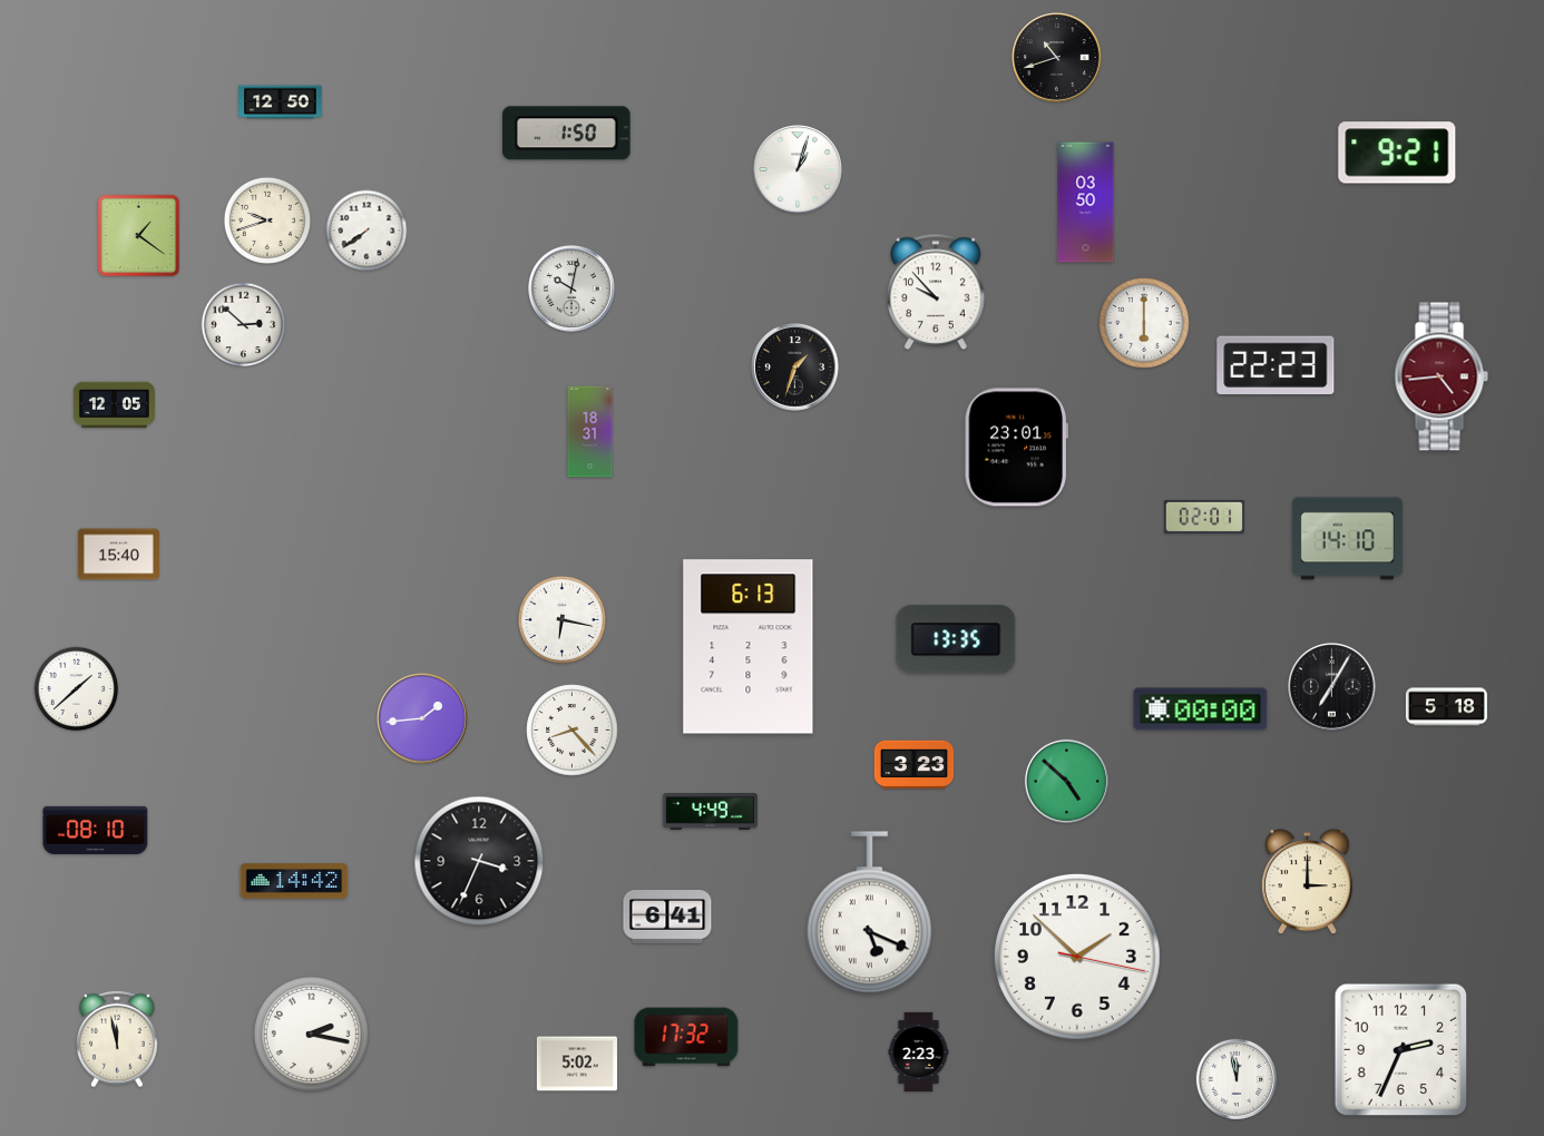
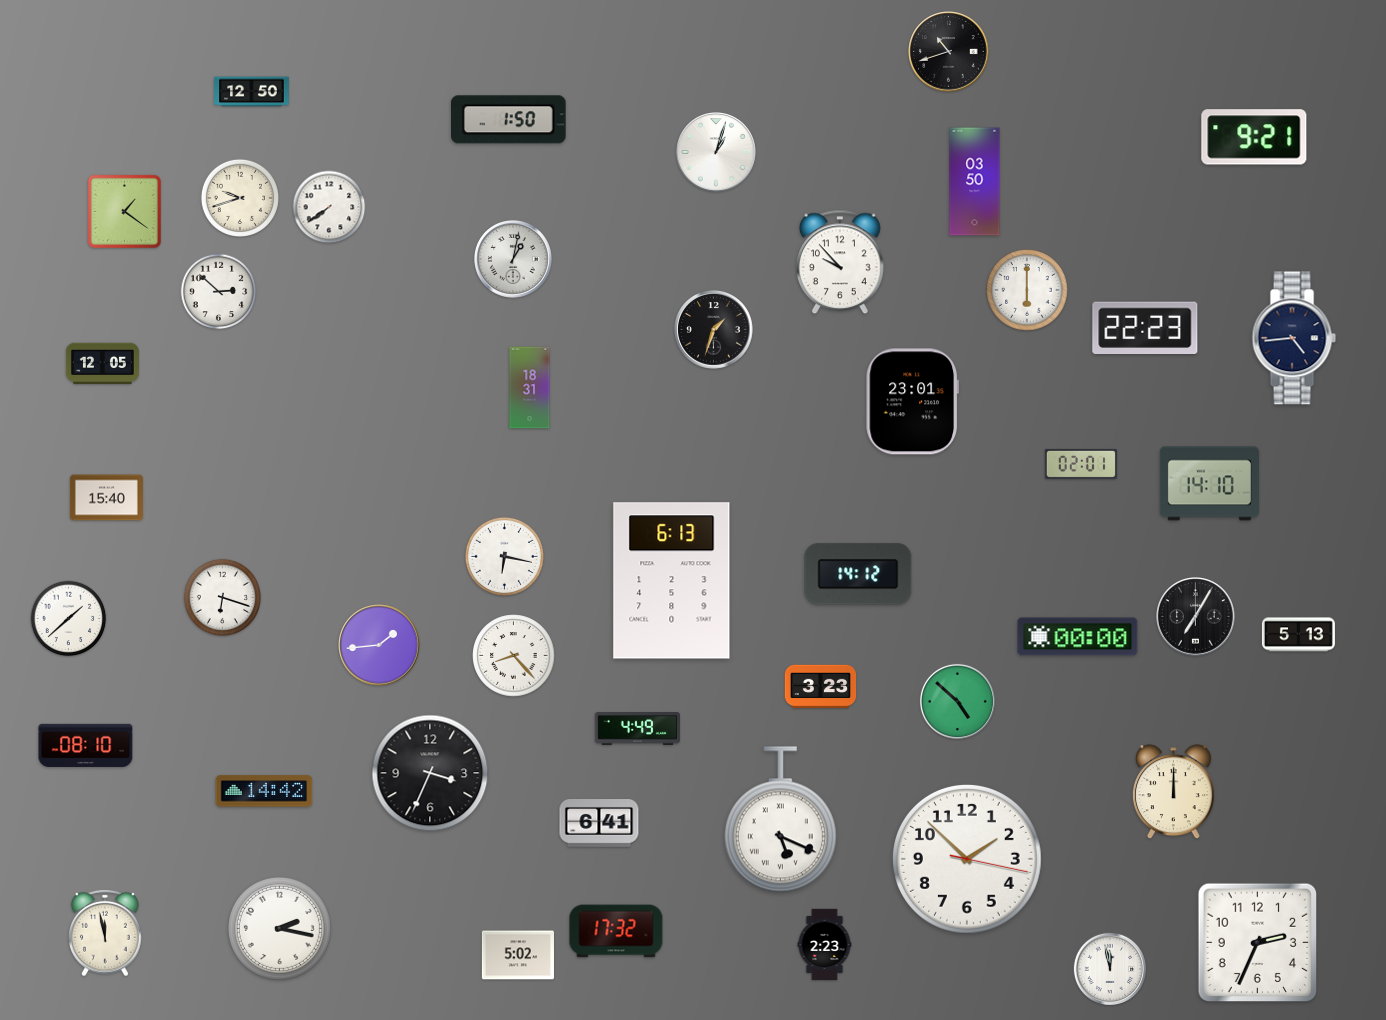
clock at (573, 290): 10:02 -> 1:02
clock at (1442, 376) dial: burgundy -> navy
clock at (956, 639): 13:35 -> 14:12
clock at (222, 597): none -> 6:18
clock at (1446, 707): 5:18 -> 5:13
clock at (1307, 882): 3:00 -> 12:00
